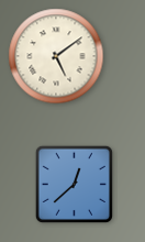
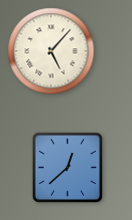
clock at (56, 56): 5:09 -> 5:07
